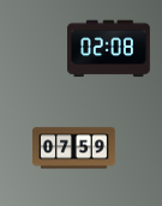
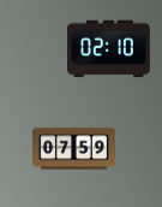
clock at (109, 49): 02:08 -> 02:10
